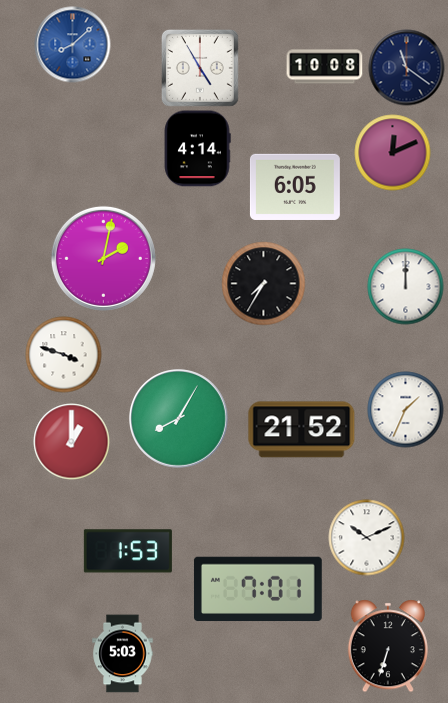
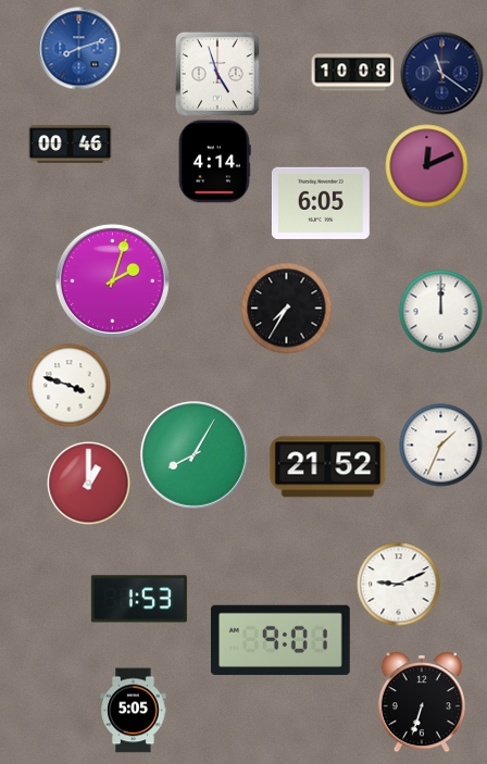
clock at (73, 45): 8:08 -> 8:12
clock at (200, 68): 4:55 -> 4:57
clock at (71, 145): none -> 00:46
clock at (103, 258): 2:02 -> 2:03
clock at (72, 442) position: (72, 442) -> (89, 484)
clock at (367, 538): 10:11 -> 9:11
clock at (258, 589): 7:01 -> 9:01
clock at (123, 654): 5:03 -> 5:05
